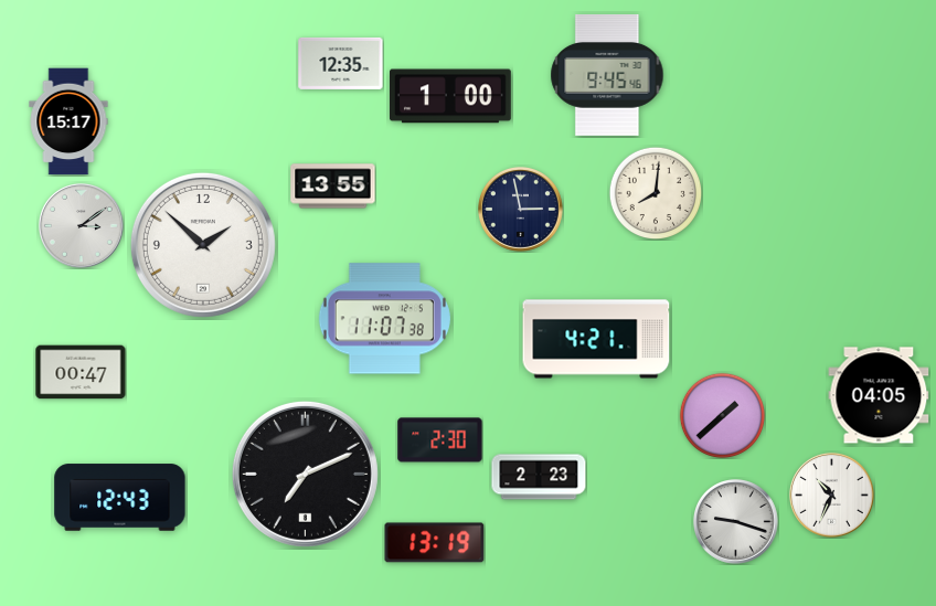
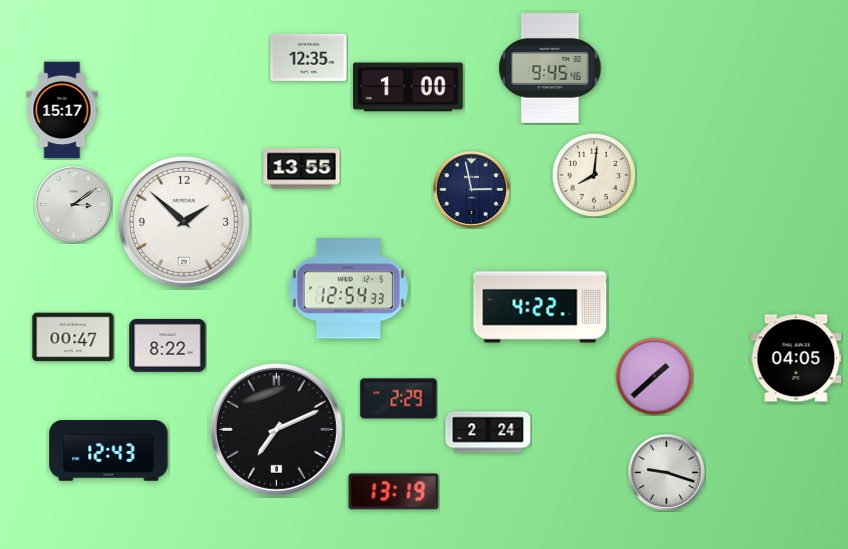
clock at (384, 319): 11:07 -> 12:54
clock at (596, 339): 4:21 -> 4:22
clock at (168, 345): none -> 8:22
clock at (440, 440): 2:30 -> 2:29
clock at (539, 477): 2:23 -> 2:24
clock at (832, 496): 10:34 -> none
